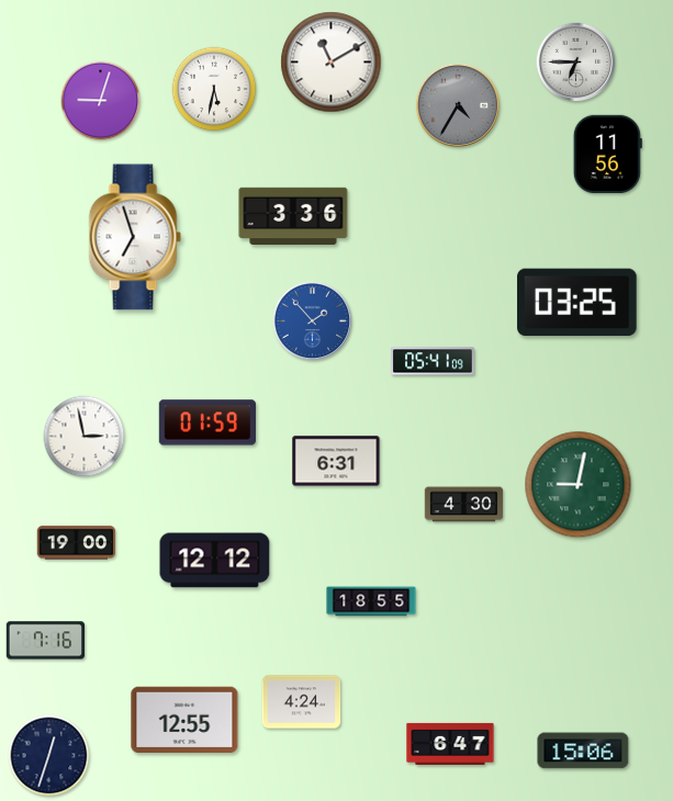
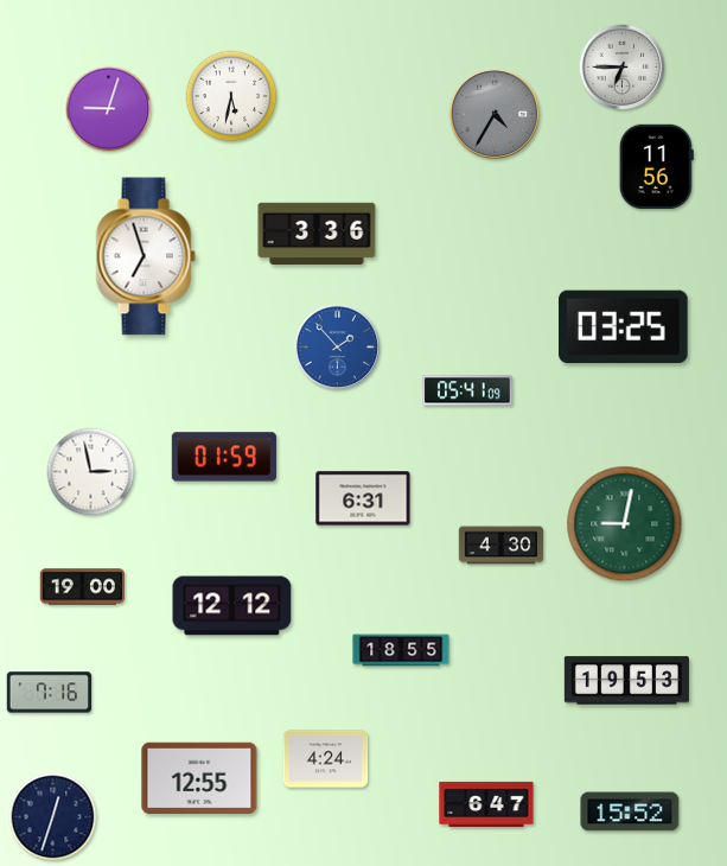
clock at (332, 63): 11:10 -> none
clock at (626, 681): none -> 19:53
clock at (583, 751): 15:06 -> 15:52
